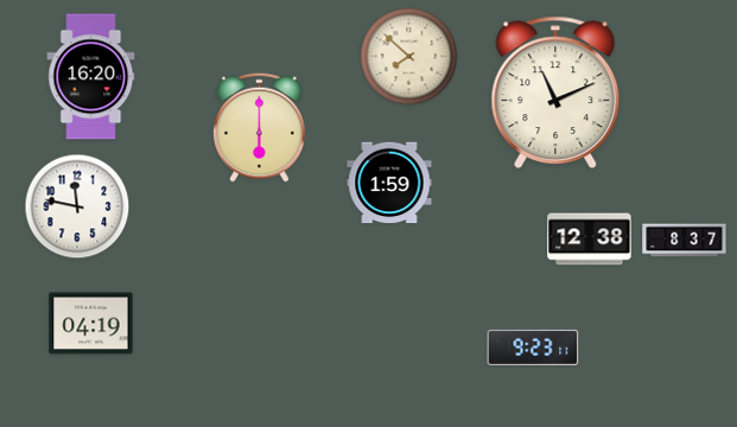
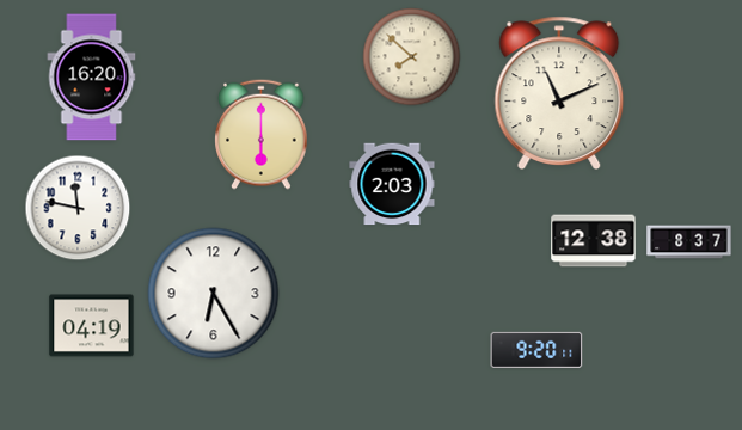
clock at (260, 127) position: (260, 127) -> (262, 134)
clock at (389, 183): 1:59 -> 2:03
clock at (214, 294): none -> 6:25
clock at (533, 348): 9:23 -> 9:20
